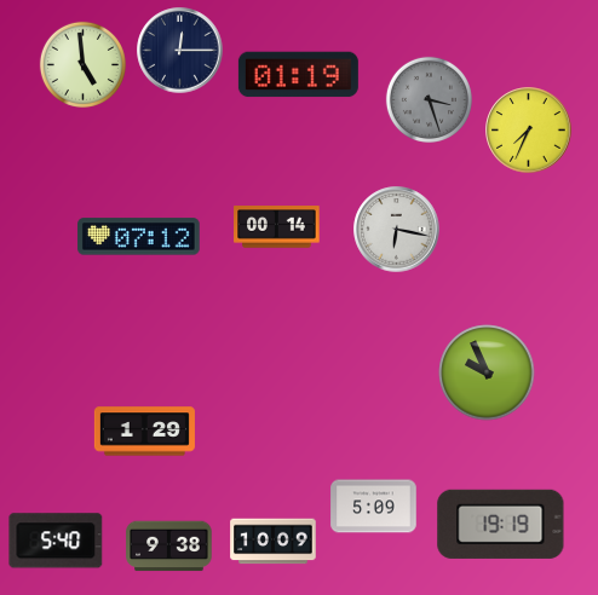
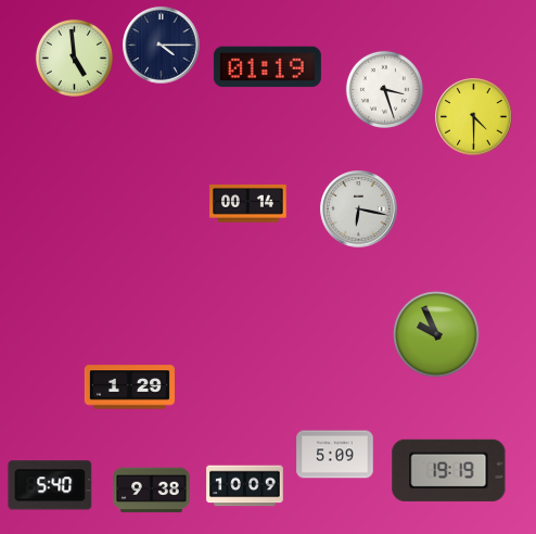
clock at (180, 51): 12:15 -> 4:15
clock at (429, 99) dial: grey -> white
clock at (529, 131): 7:34 -> 4:30
clock at (397, 230) position: (397, 230) -> (359, 209)
clock at (139, 237): 07:12 -> none
